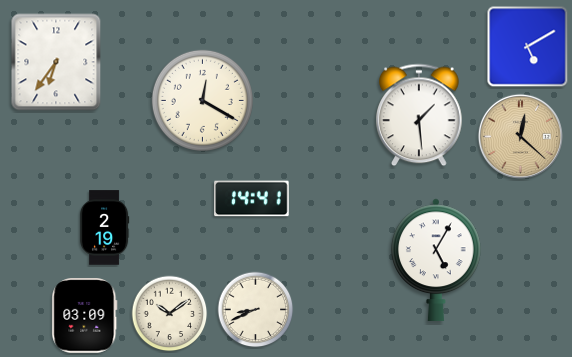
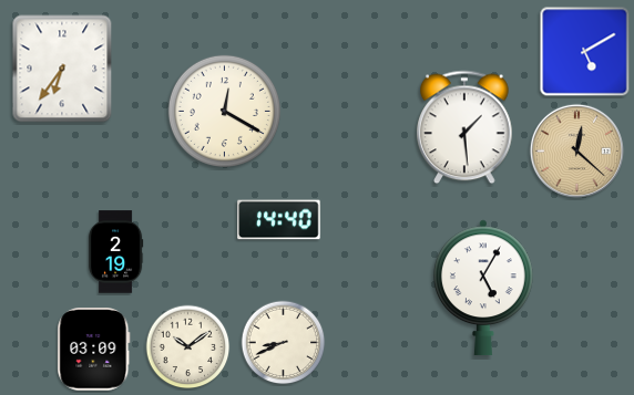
clock at (252, 199): 14:41 -> 14:40
